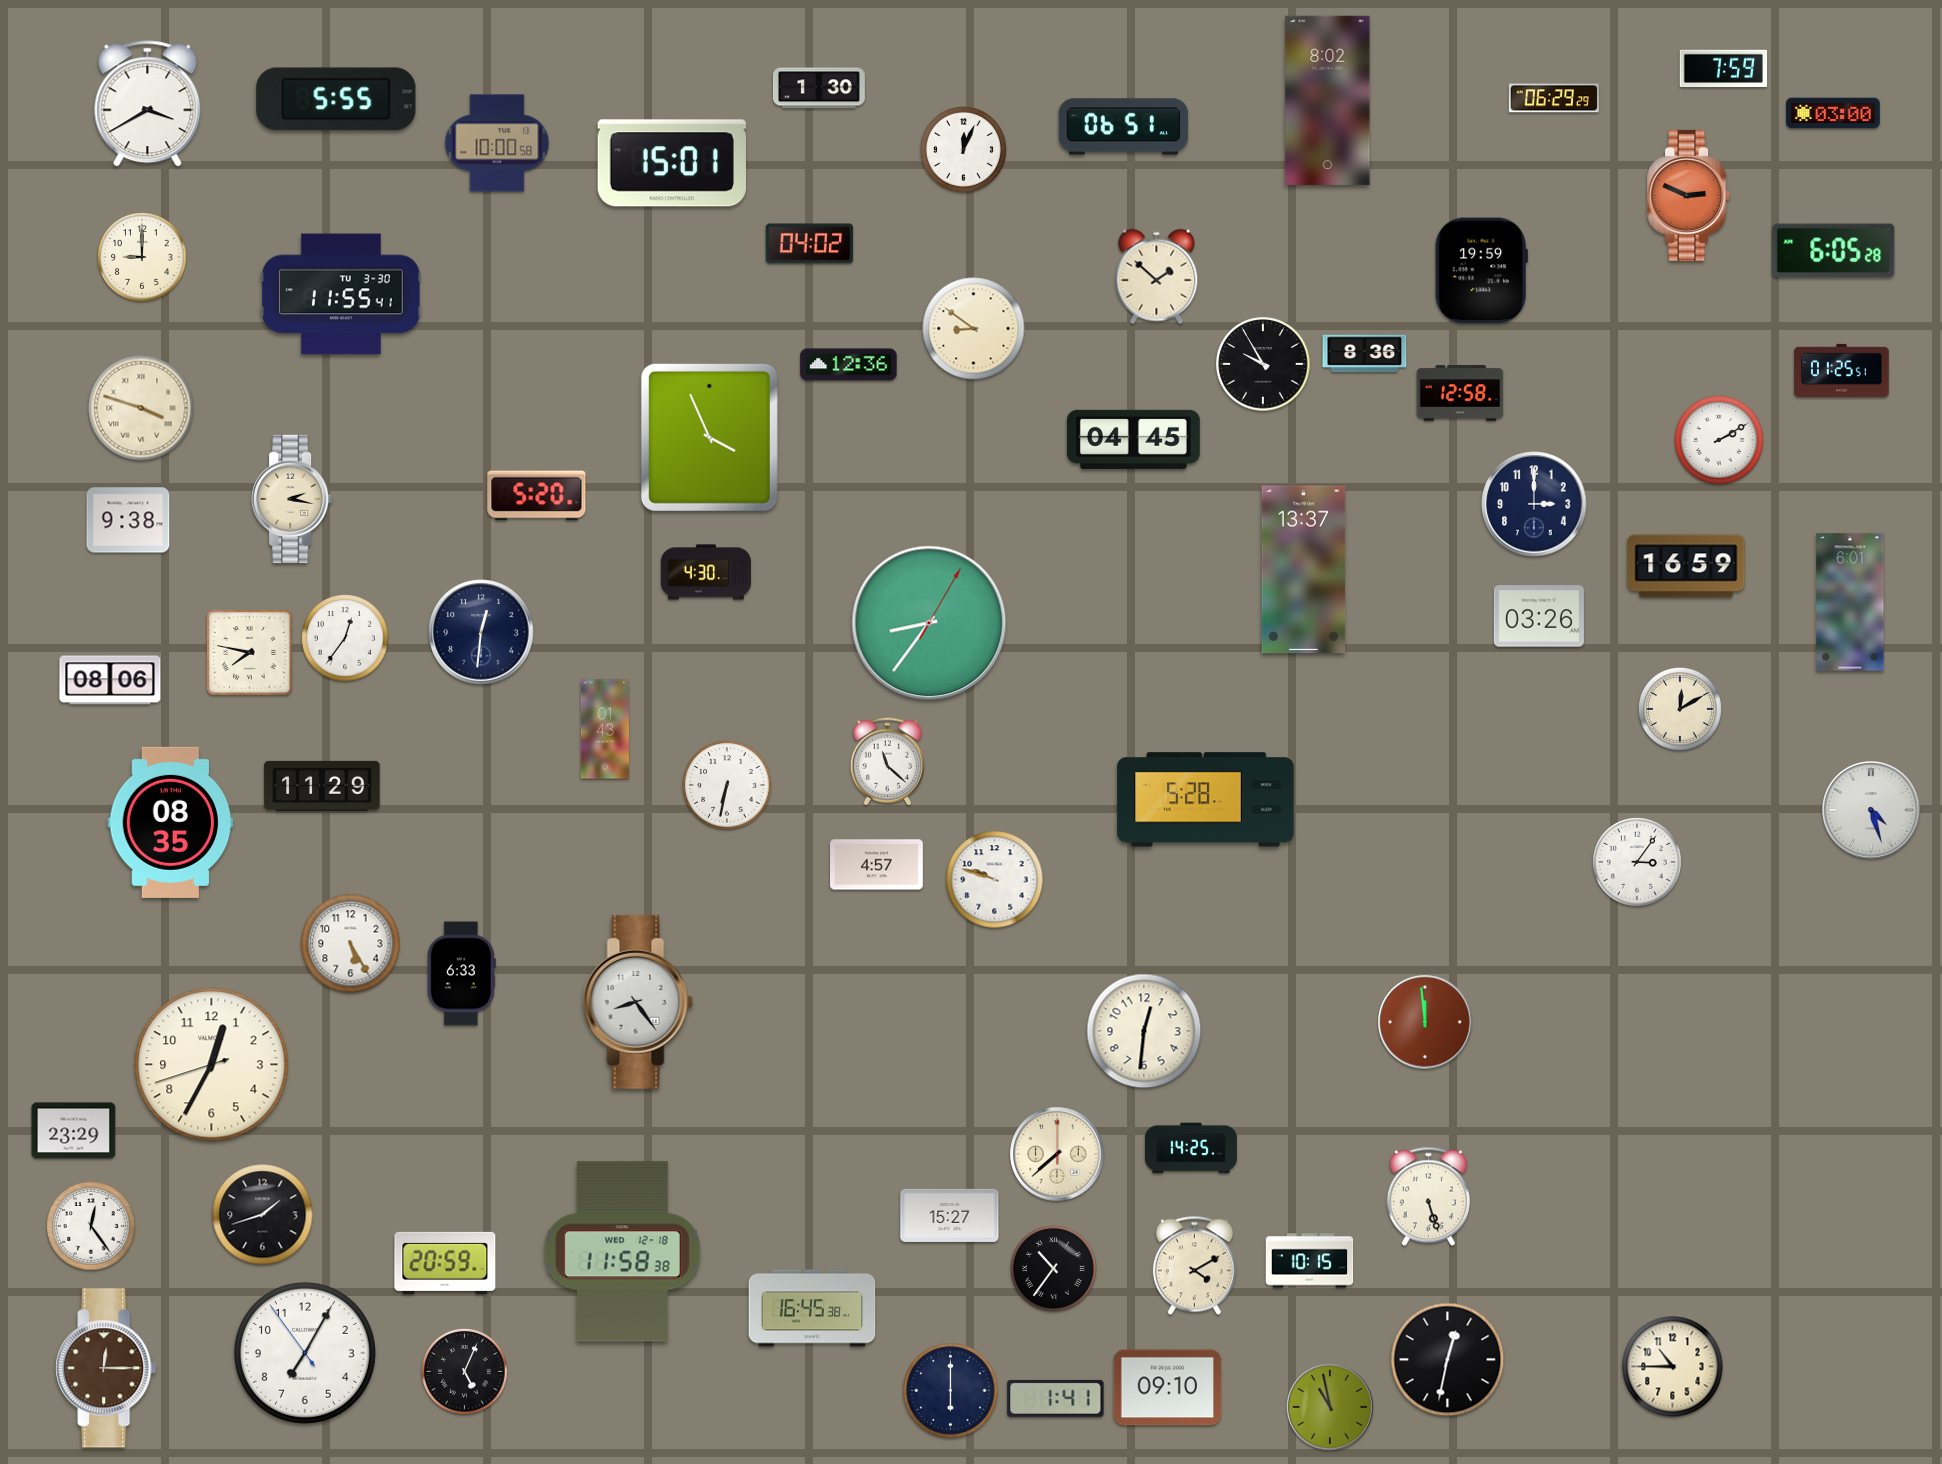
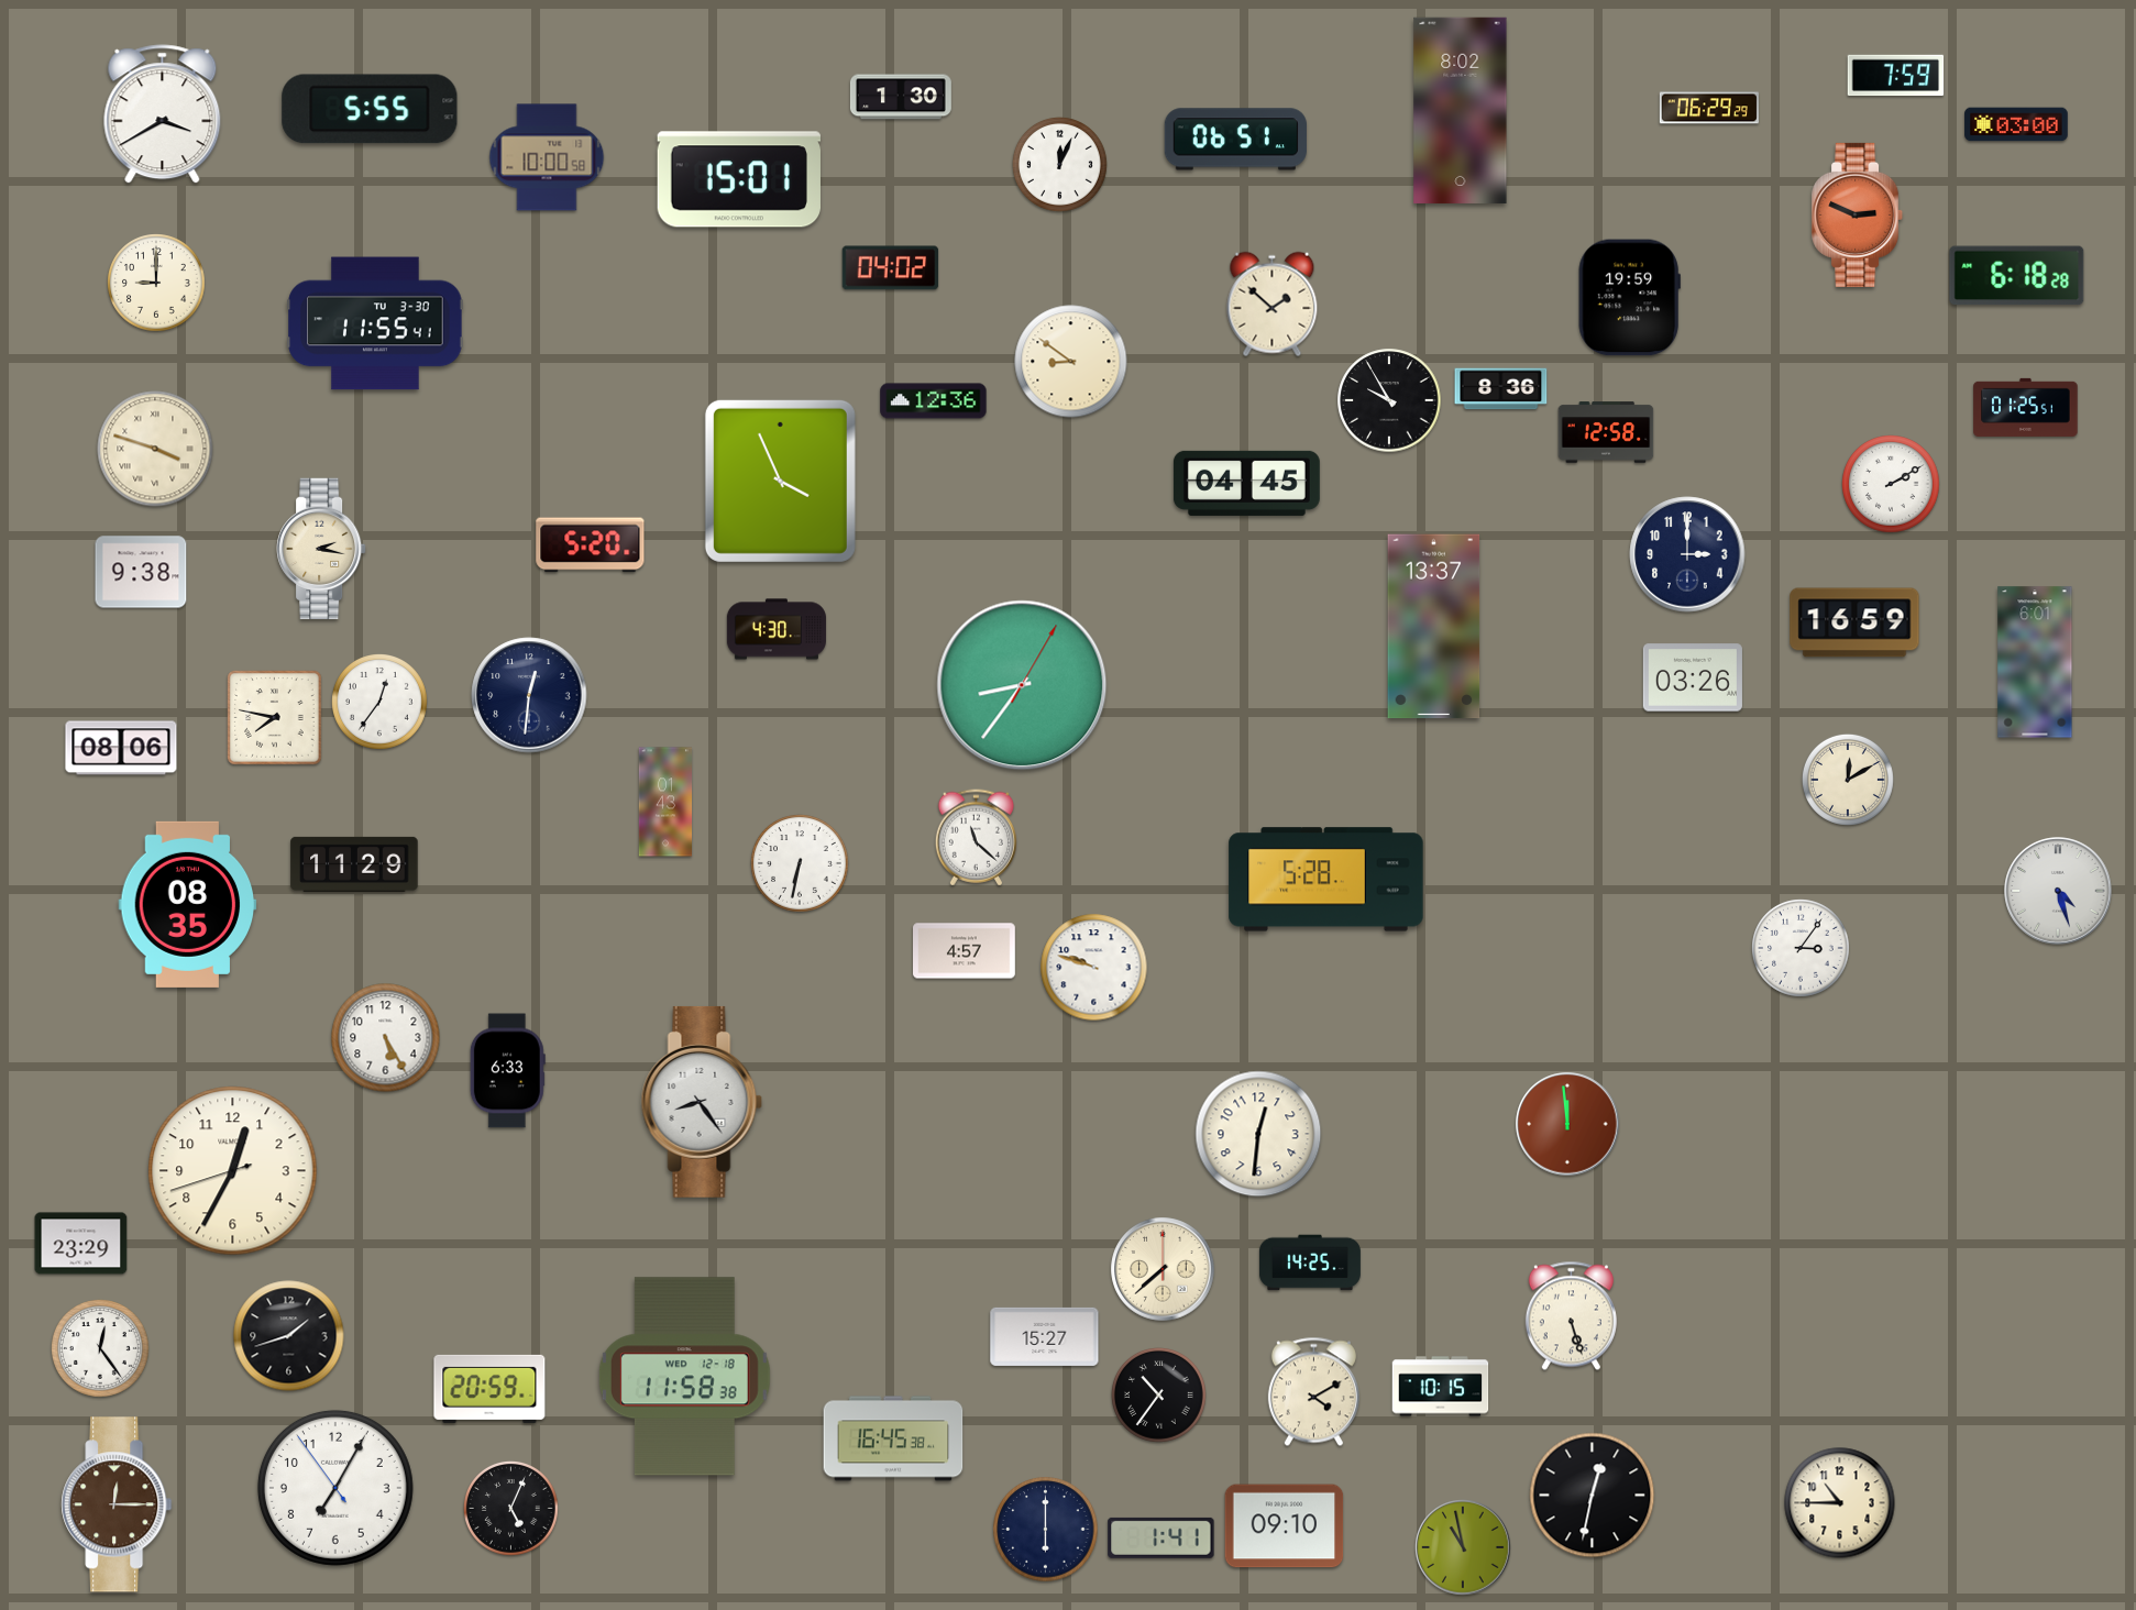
clock at (1834, 251): 6:05 -> 6:18
